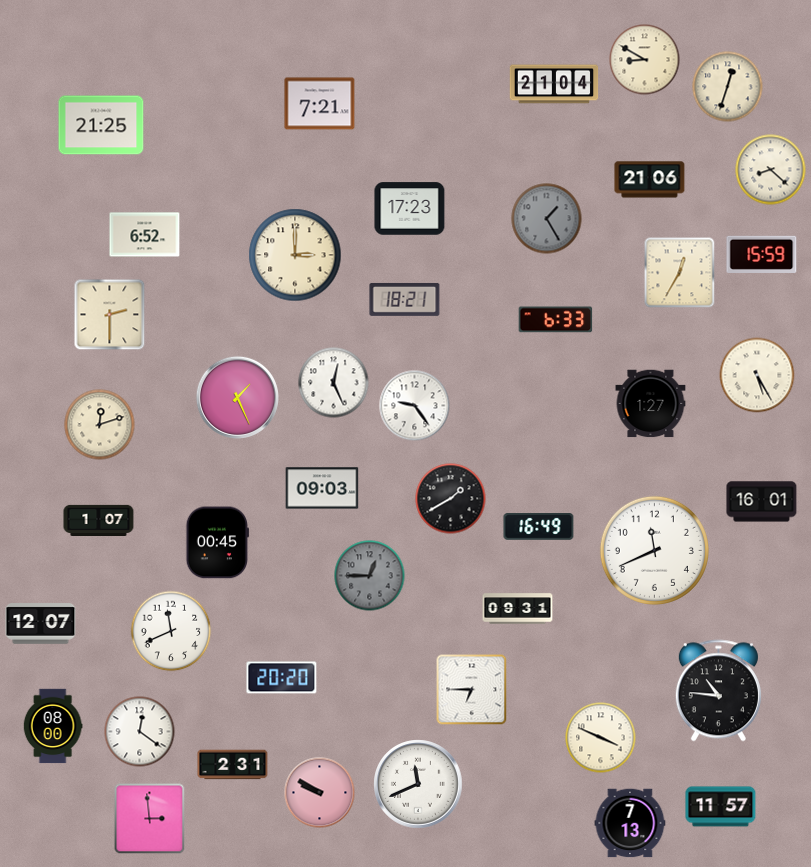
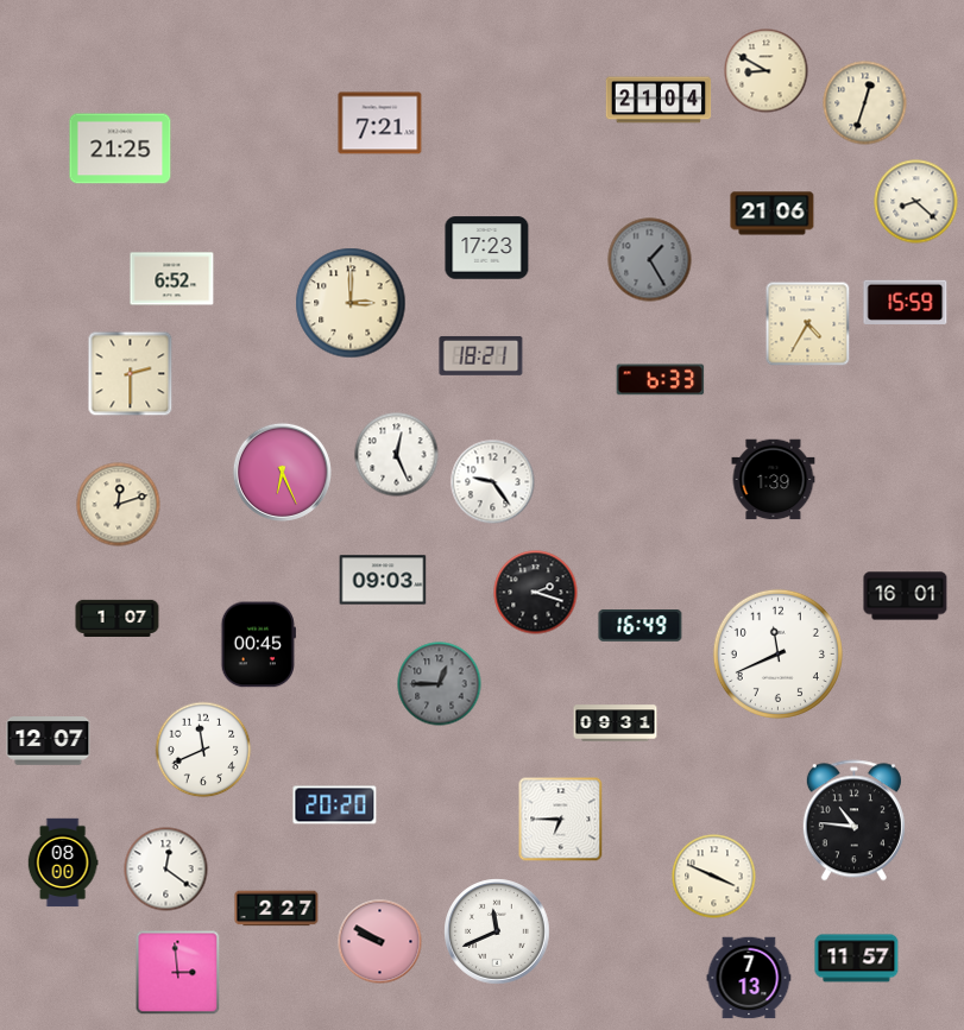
clock at (680, 273): 12:35 -> 4:35
clock at (757, 375): 5:25 -> none
clock at (237, 397): 1:26 -> 6:26
clock at (651, 404): 1:27 -> 1:39
clock at (451, 499): 1:40 -> 2:18
clock at (233, 765): 2:31 -> 2:27
